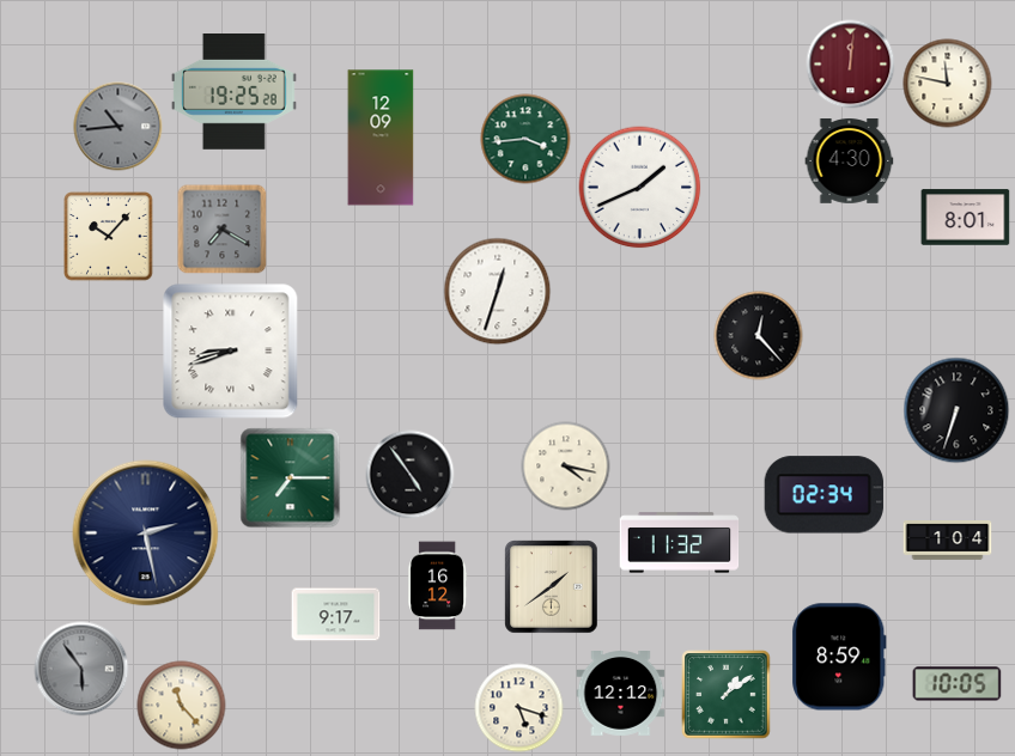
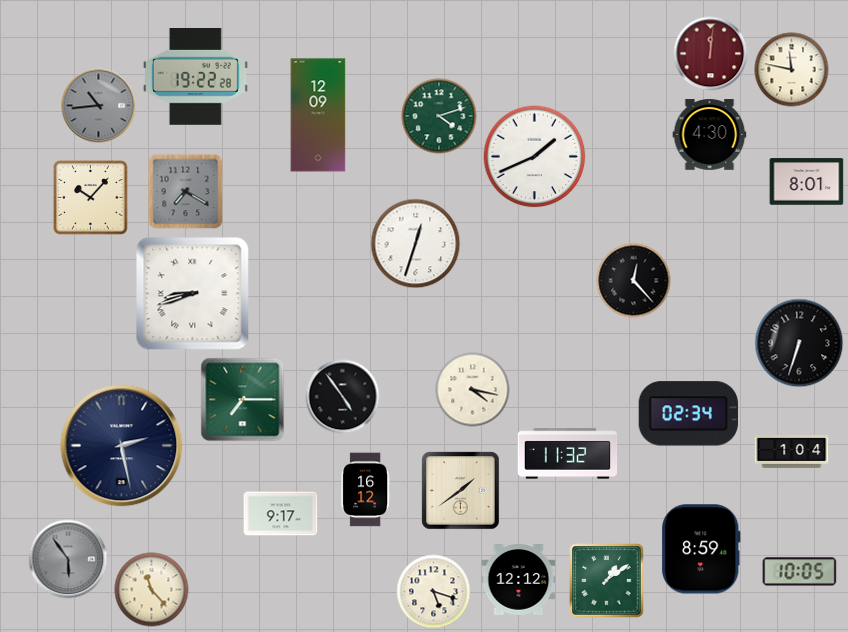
clock at (233, 92): 19:25 -> 19:22
clock at (525, 139): 3:44 -> 4:12
